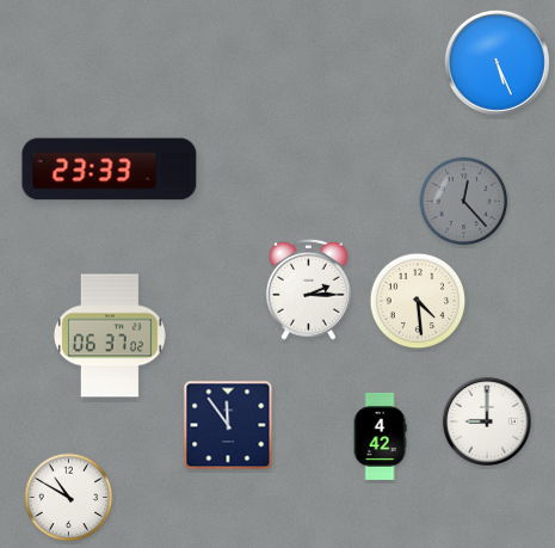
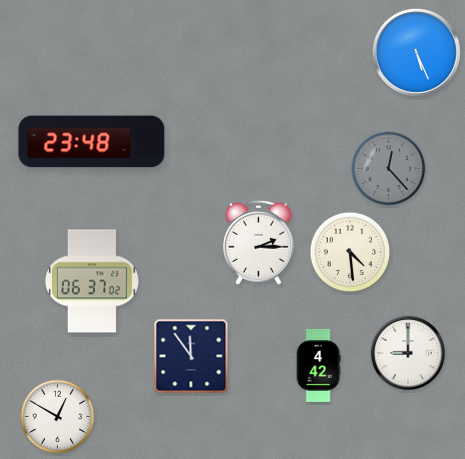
clock at (110, 170): 23:33 -> 23:48
clock at (69, 498): 10:50 -> 12:50
